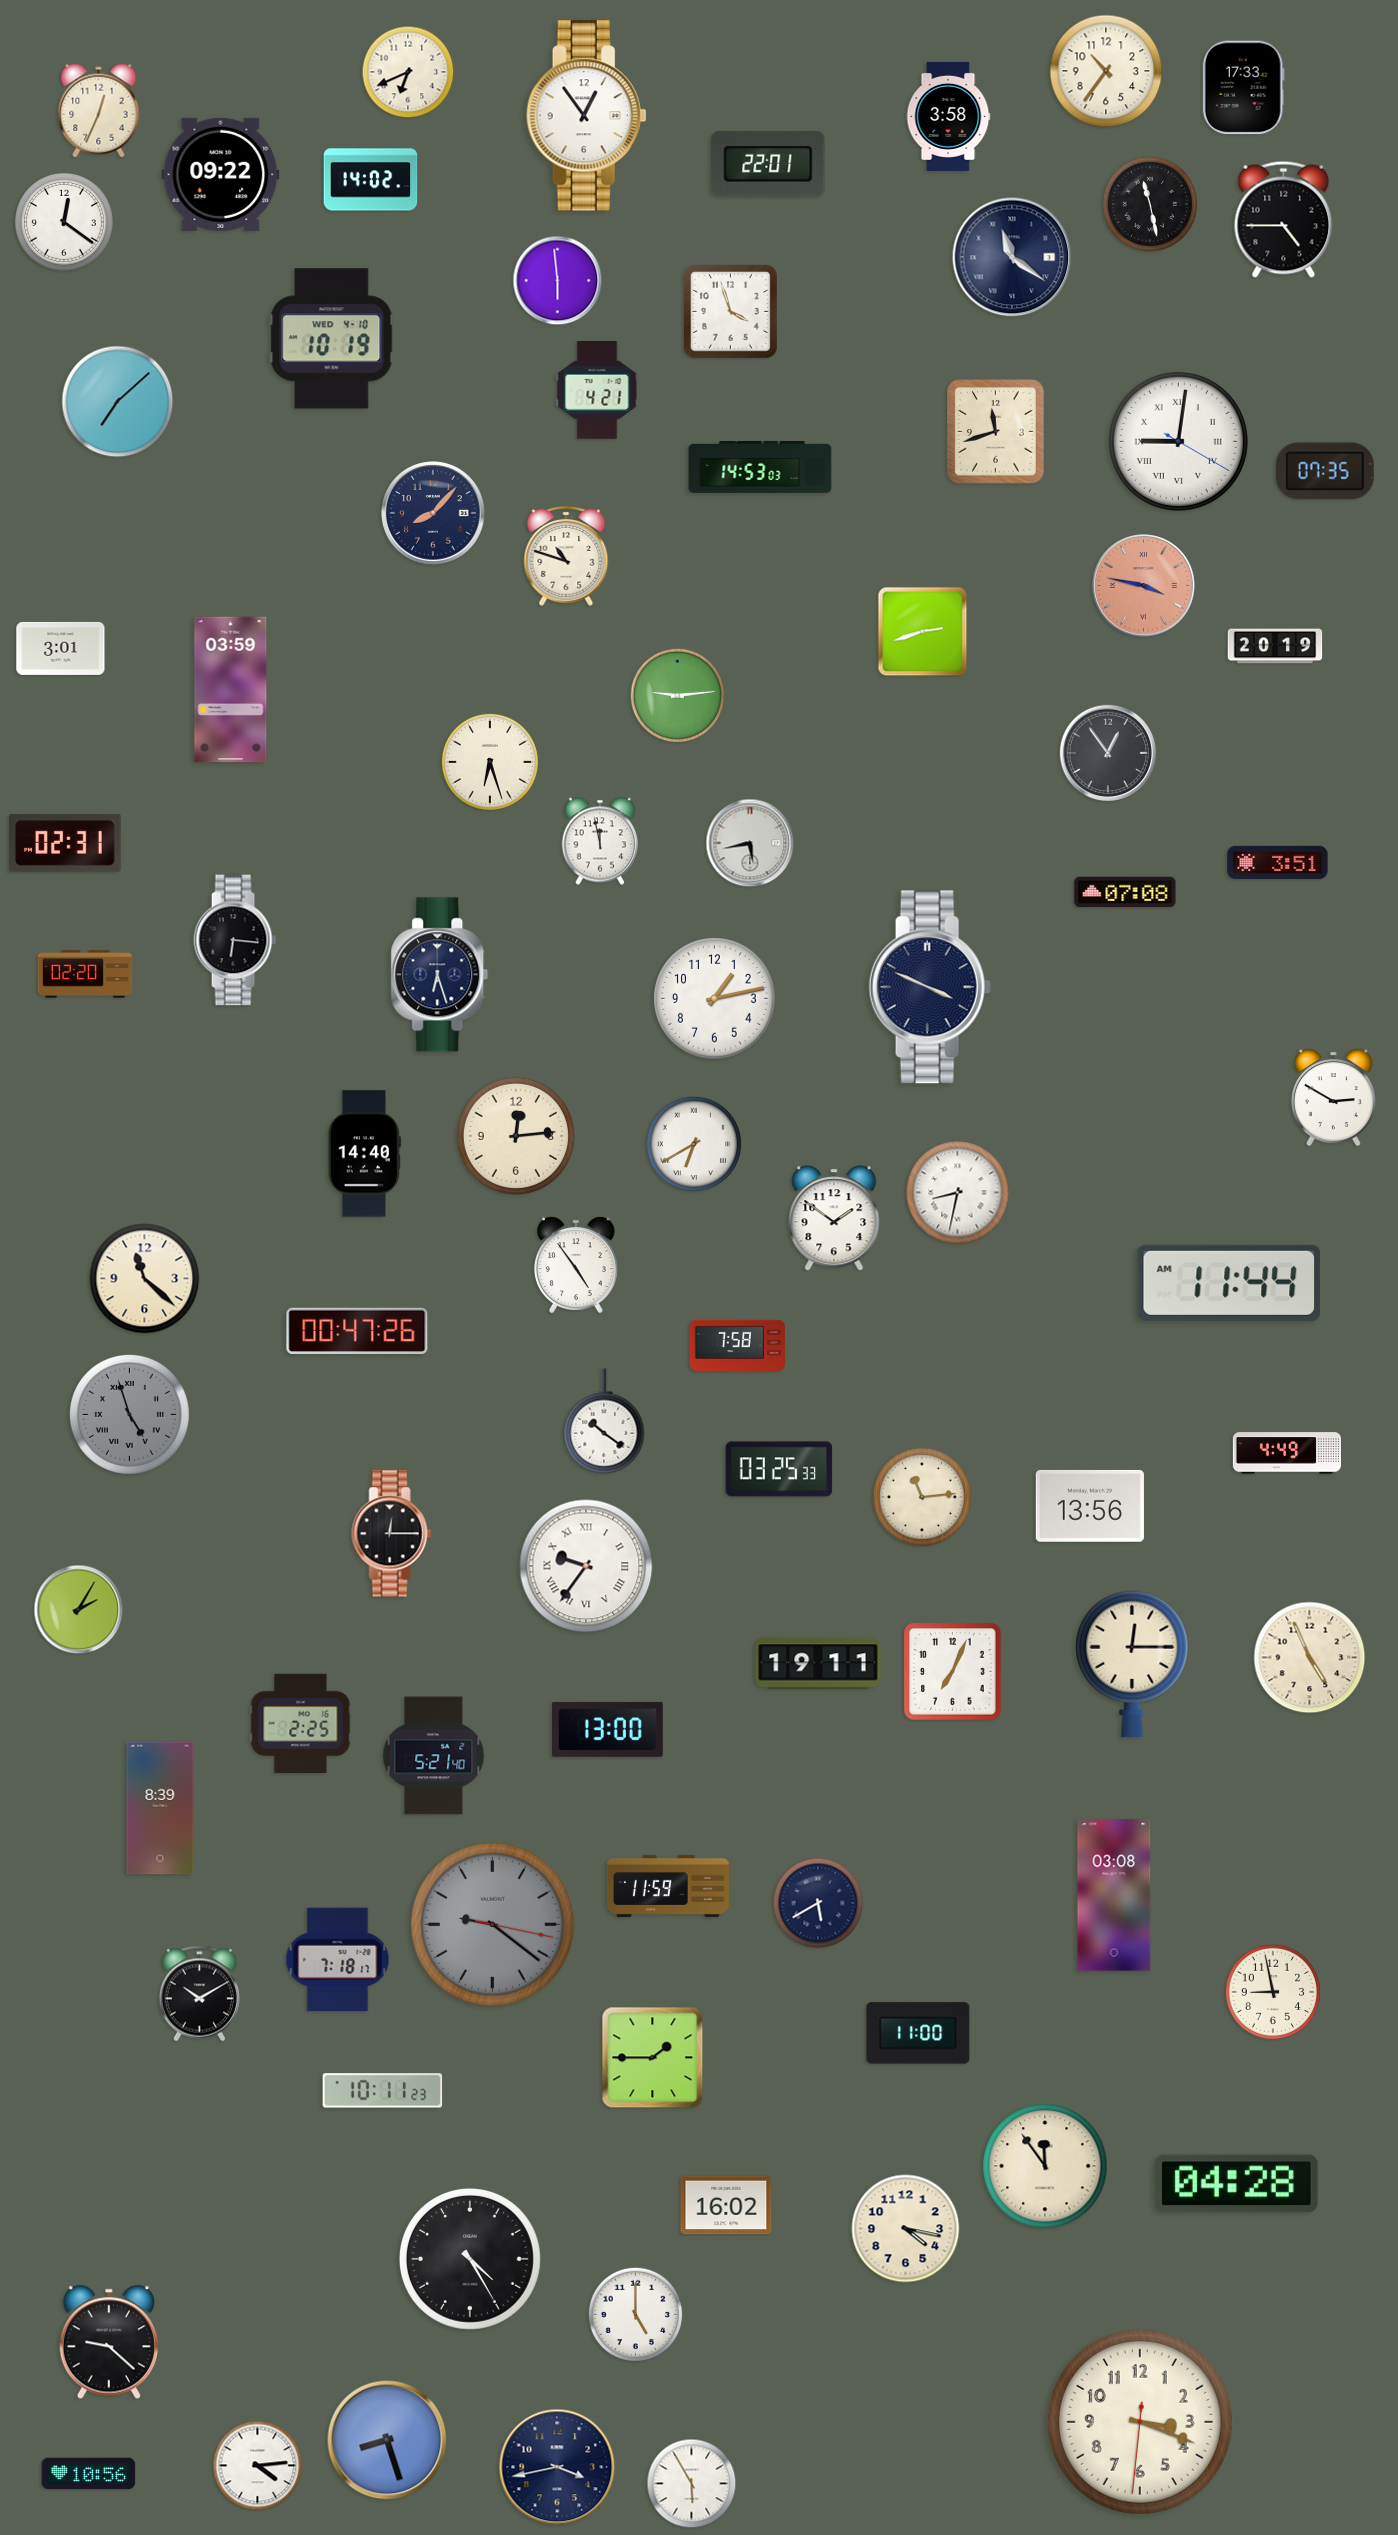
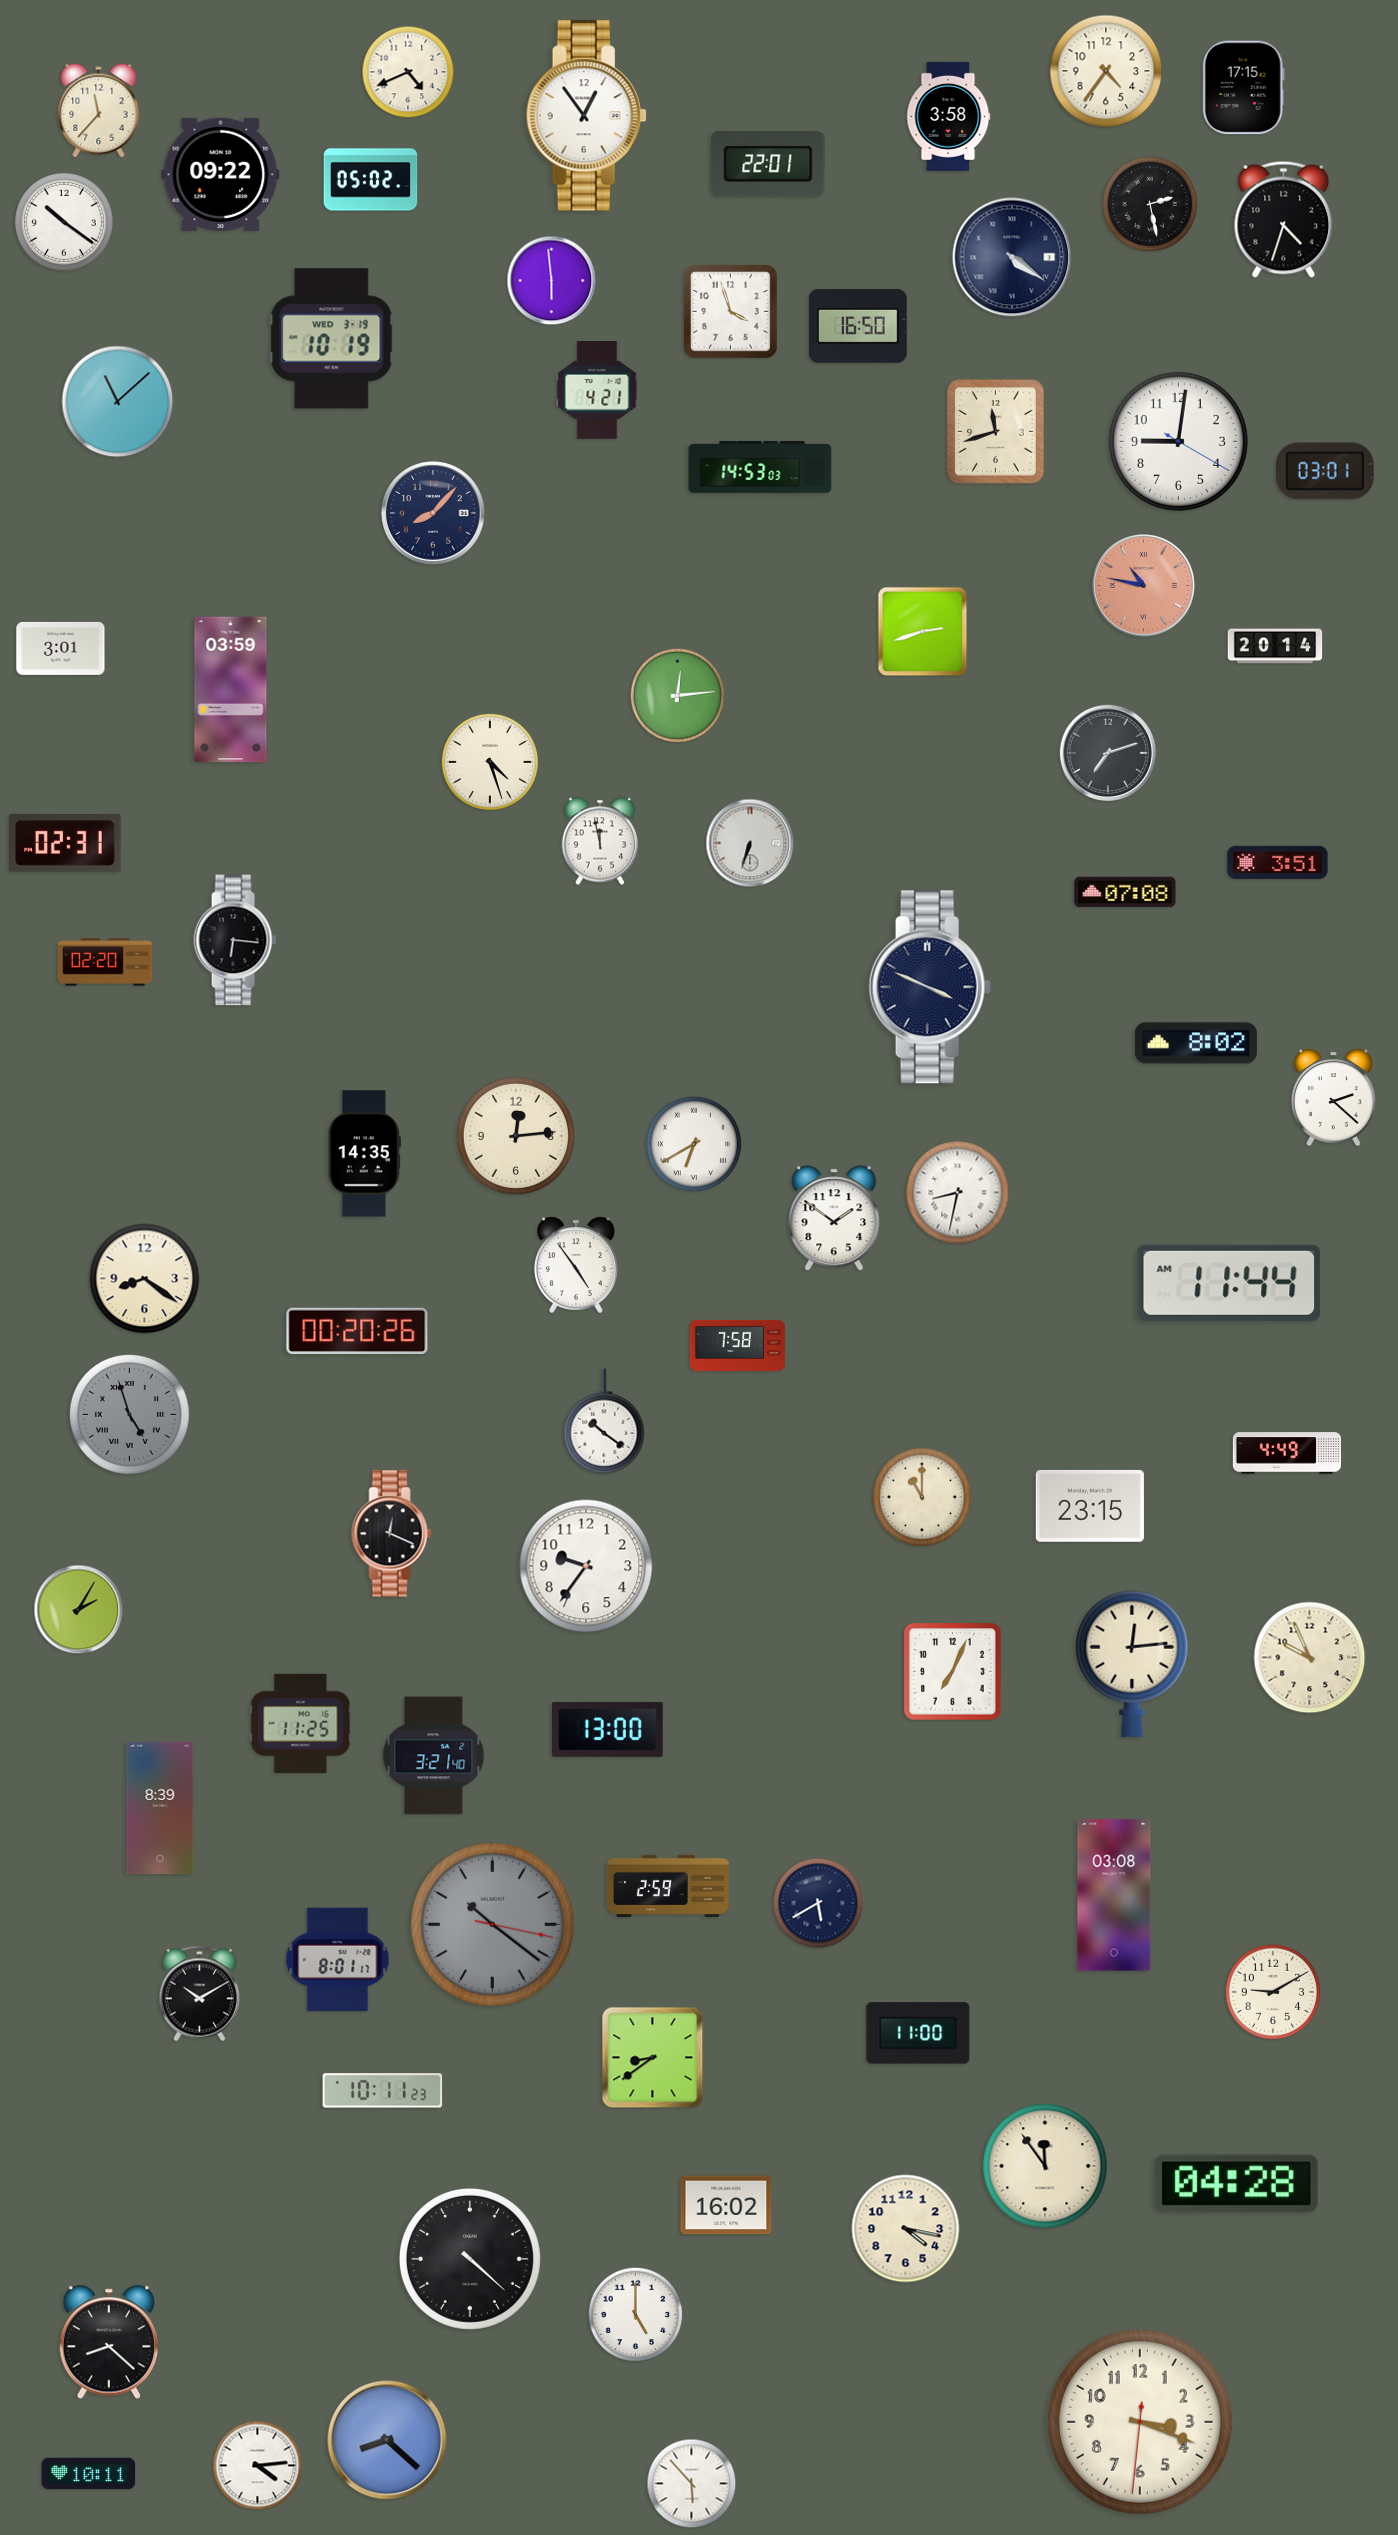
clock at (1106, 71): 10:36 -> 4:36
clock at (408, 72): 6:41 -> 4:41
clock at (1243, 88): 17:33 -> 17:15
clock at (99, 111): 12:34 -> 11:37
clock at (371, 180): 14:02 -> 05:02
clock at (1149, 203): 11:28 -> 2:28
clock at (1284, 219): 4:45 -> 4:33
clock at (64, 222): 12:21 -> 10:21
clock at (1012, 257): 11:21 -> 4:21
clock at (558, 281) position: (558, 281) -> (552, 281)
clock at (858, 326): none -> 16:50
clock at (332, 339) date: WED 4-10 -> WED 3-19
clock at (118, 402): 7:08 -> 11:08
clock at (1178, 441) numerals: Roman -> Arabic
clock at (1325, 471): 07:35 -> 03:01
clock at (566, 557): 10:48 -> none
clock at (1144, 586): 3:47 -> 10:47
clock at (1275, 646): 20:19 -> 20:14
clock at (678, 696): 9:14 -> 12:14
clock at (1108, 752): 12:54 -> 7:12
clock at (490, 762): 6:27 -> 4:27
clock at (750, 843): 5:43 -> 6:33
clock at (85, 974) position: (85, 974) -> (105, 962)
clock at (440, 975): 6:27 -> none
clock at (715, 999): 1:13 -> none
clock at (1196, 1043): none -> 8:02
clock at (1333, 1097): 2:50 -> 2:22
clock at (364, 1154): 14:40 -> 14:35
clock at (145, 1279): 11:22 -> 8:21
clock at (357, 1331): 00:47 -> 00:20
clock at (779, 1469): 03:25 -> none
clock at (922, 1497): 11:14 -> 11:00
clock at (1090, 1506): 13:56 -> 23:15
clock at (392, 1534): 12:15 -> 12:19
clock at (586, 1566) numerals: Roman -> Arabic
clock at (1310, 1658): 4:56 -> 9:56
clock at (818, 1663): 19:11 -> none
clock at (1132, 1664): 12:15 -> 12:14
clock at (301, 1723): 2:25 -> 11:25
clock at (434, 1756): 5:21 -> 3:21
clock at (668, 1886): 11:59 -> 2:59
clock at (492, 1924): 9:21 -> 10:21
clock at (338, 1960): 7:18 -> 8:01
clock at (1272, 1991): 8:58 -> 9:10
clock at (653, 2058): 1:45 -> 8:39
clock at (470, 2259): 4:25 -> 4:22
clock at (108, 2342): 9:22 -> 8:22
clock at (387, 2440): 8:27 -> 8:22
clock at (557, 2467): 3:43 -> none
clock at (89, 2474): 10:56 -> 10:11
clock at (692, 2484): 5:55 -> 5:53
